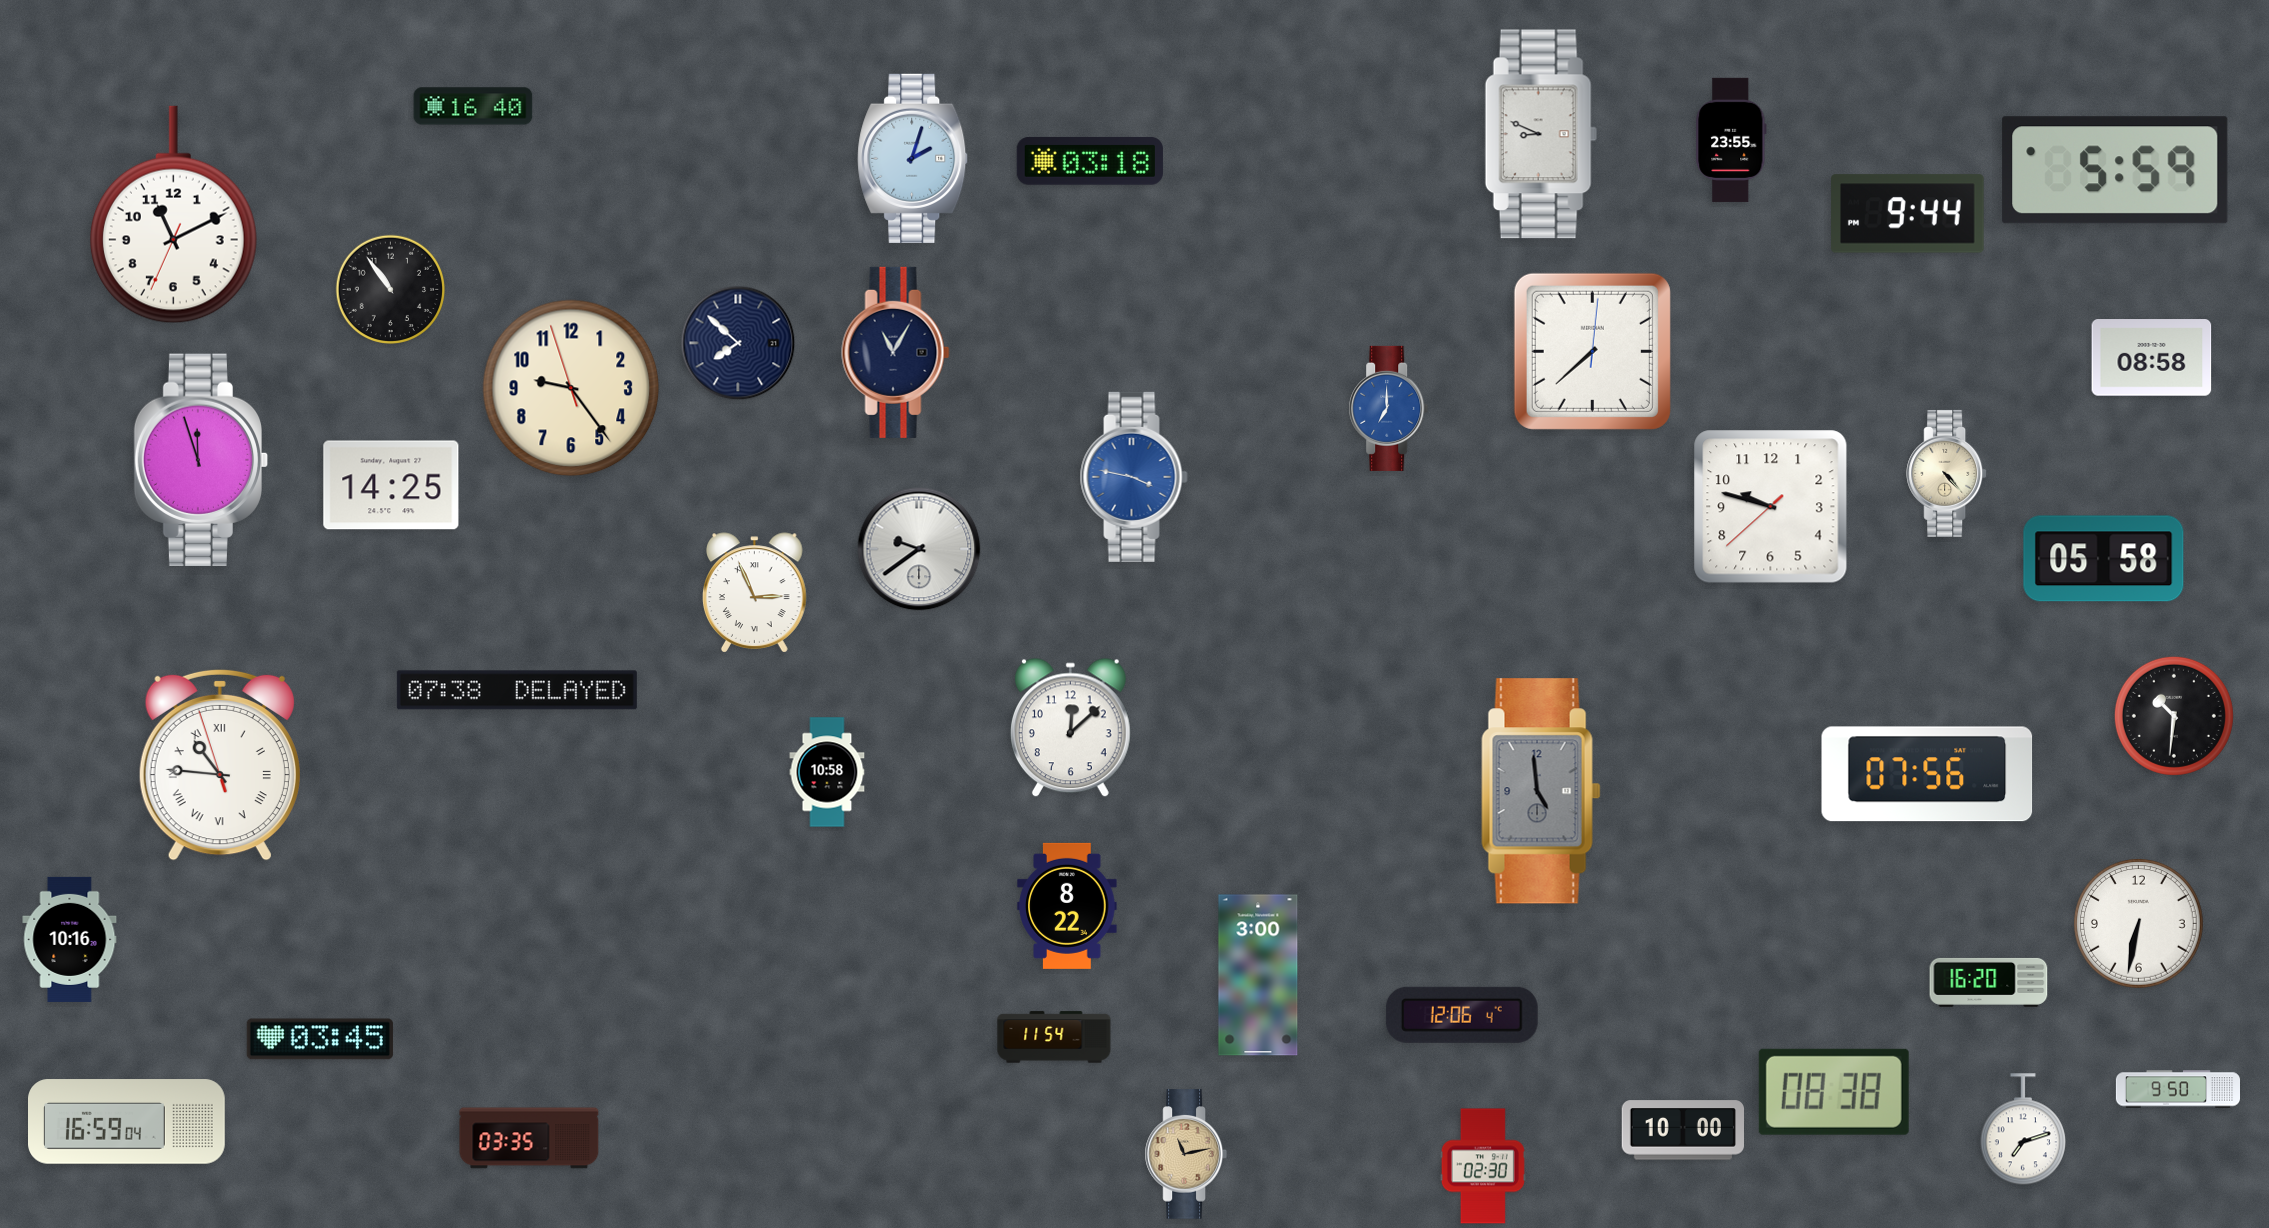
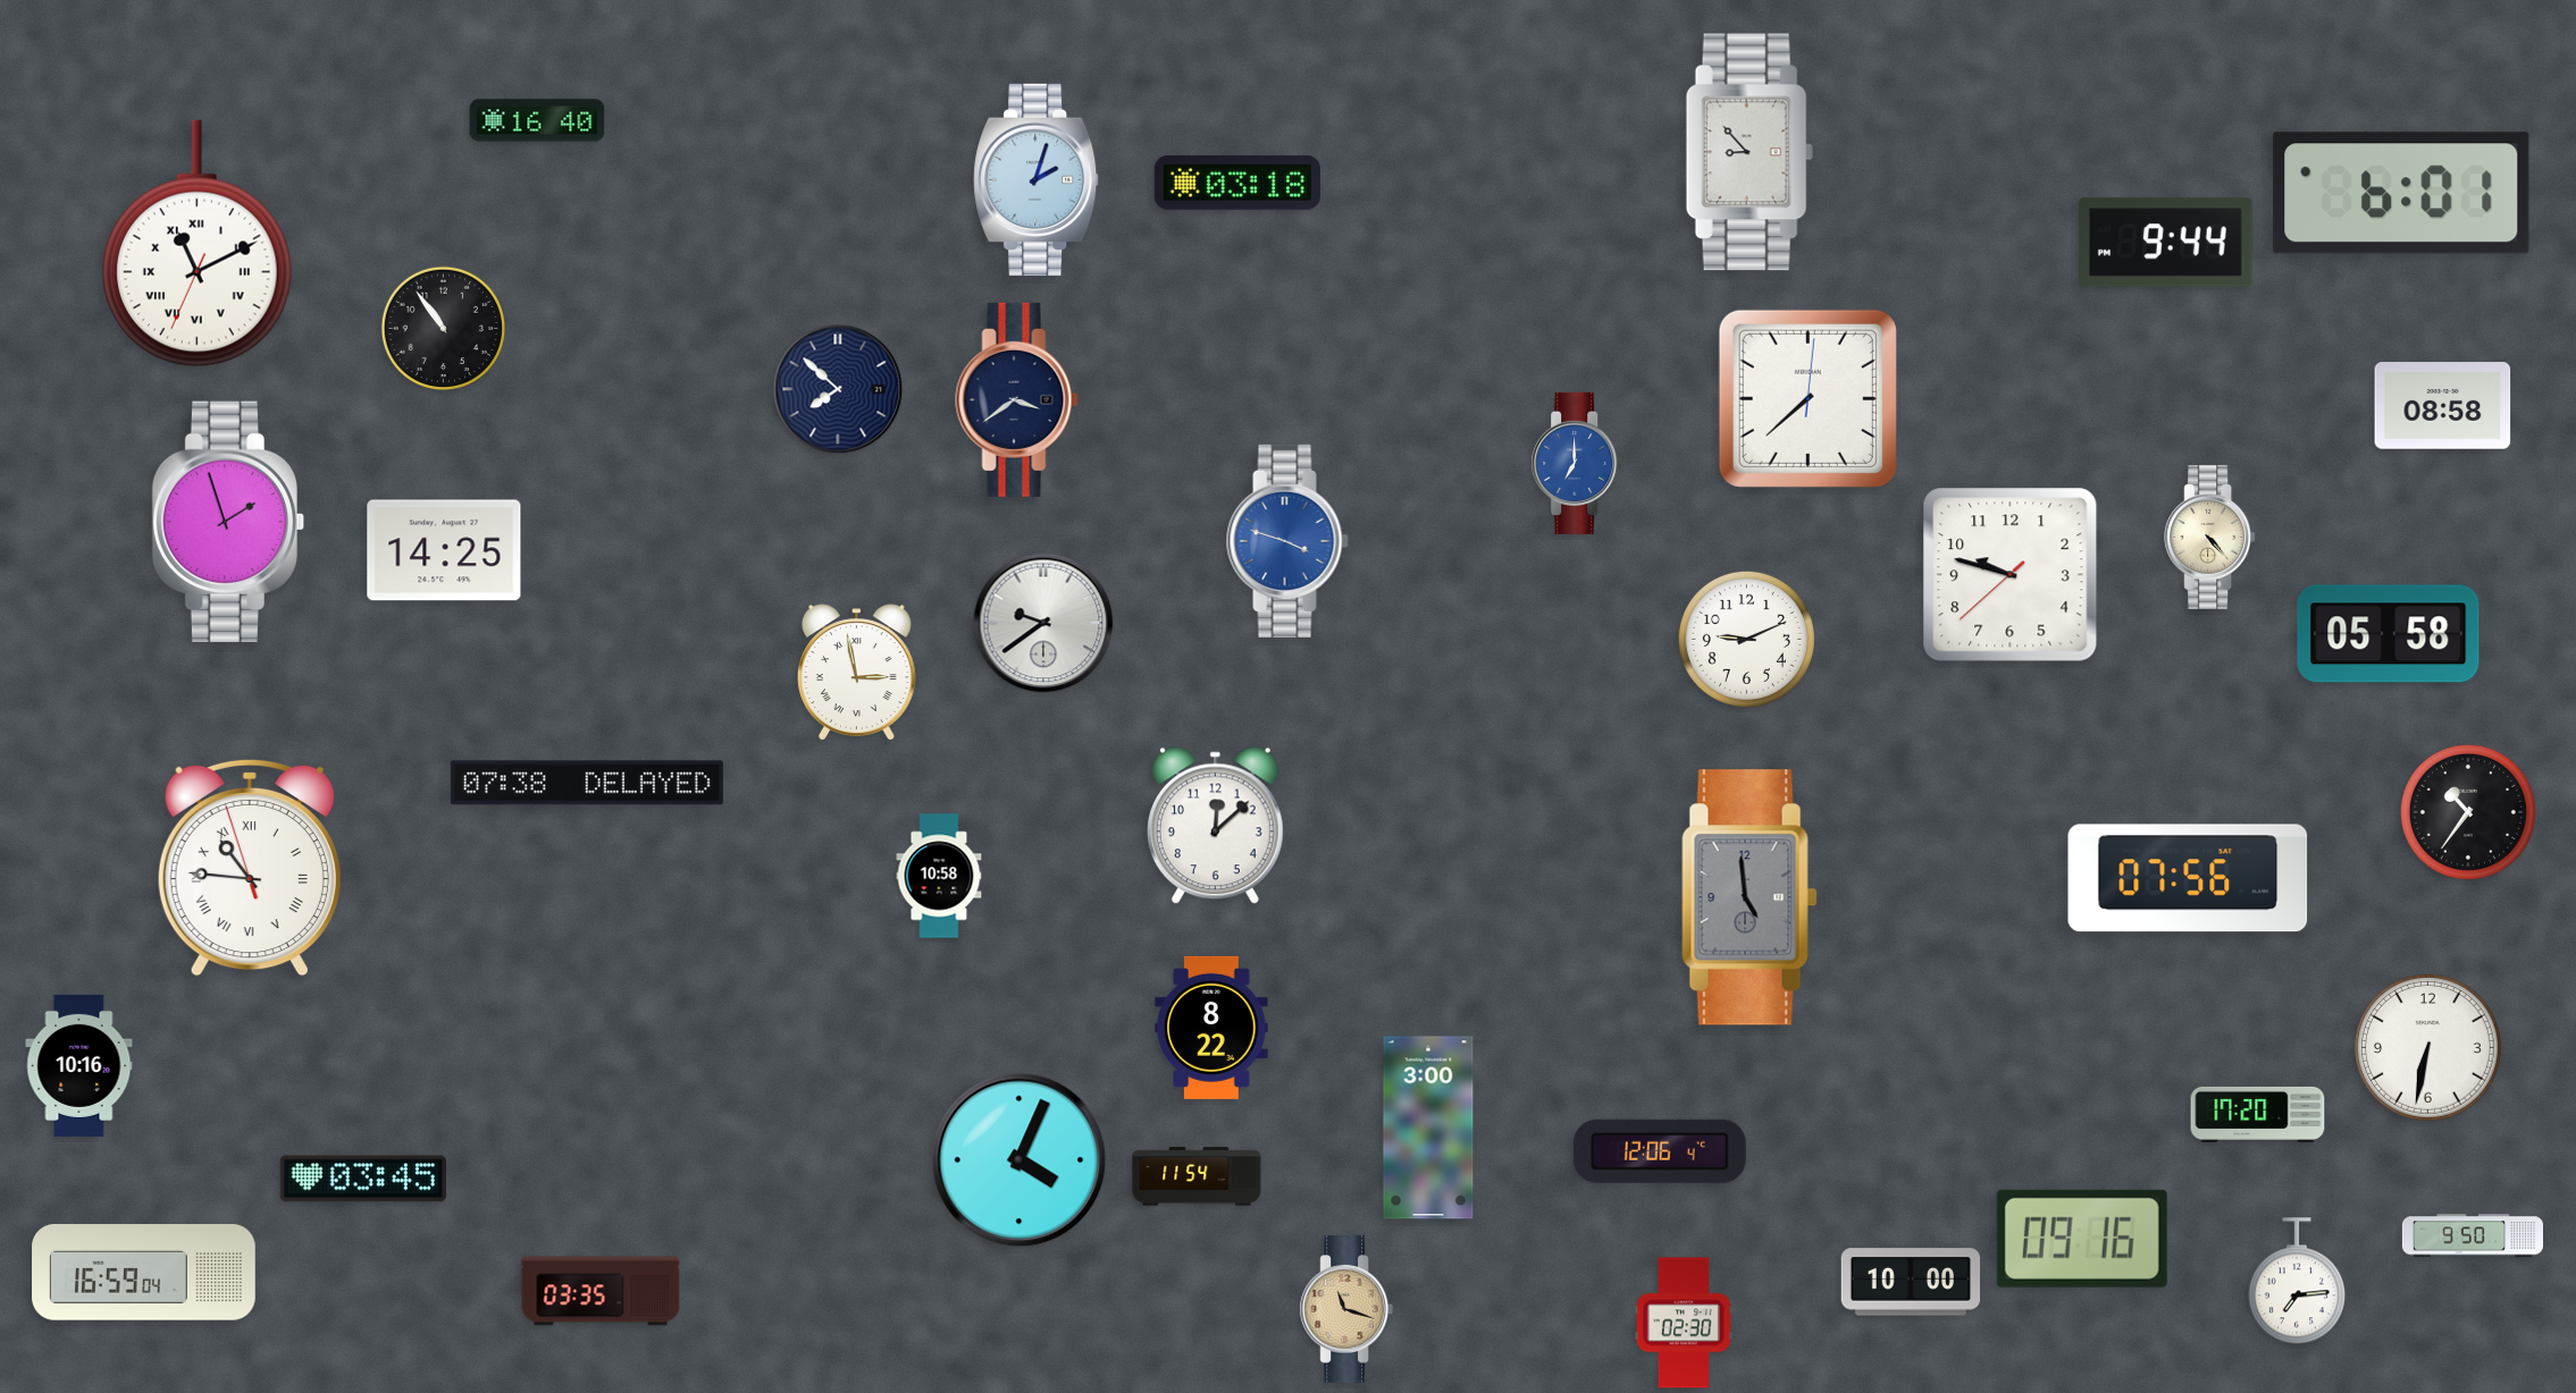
clock at (1541, 134): 8:49 -> 8:53
clock at (1731, 140): 23:55 -> none
clock at (2115, 170): 5:59 -> 6:01
clock at (173, 215) numerals: Arabic -> Roman
clock at (896, 352): 11:05 -> 3:39
clock at (571, 388): 9:23 -> none
clock at (201, 459): 11:57 -> 1:57
clock at (1134, 477): 3:47 -> 3:48
clock at (1746, 639): none -> 9:11
clock at (755, 593): 2:56 -> 2:58
clock at (2174, 716): 10:31 -> 10:36
clock at (1258, 975) position: (1258, 975) -> (1428, 1128)
clock at (1989, 982): 16:20 -> 17:20
clock at (1020, 1160): none -> 4:04
clock at (1834, 1092): 08:38 -> 09:16
clock at (2023, 1130): 7:12 -> 7:14
clock at (1186, 1154): 11:13 -> 11:18
